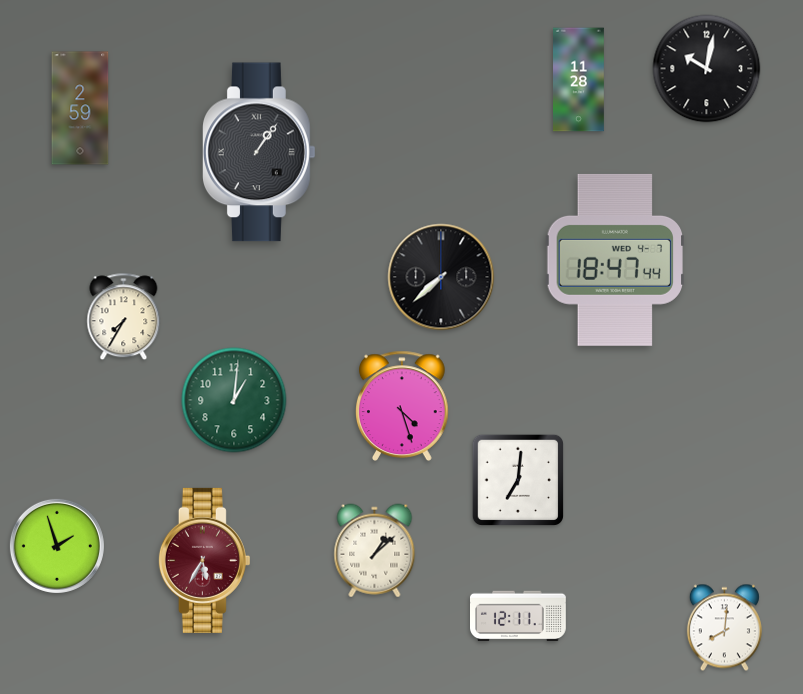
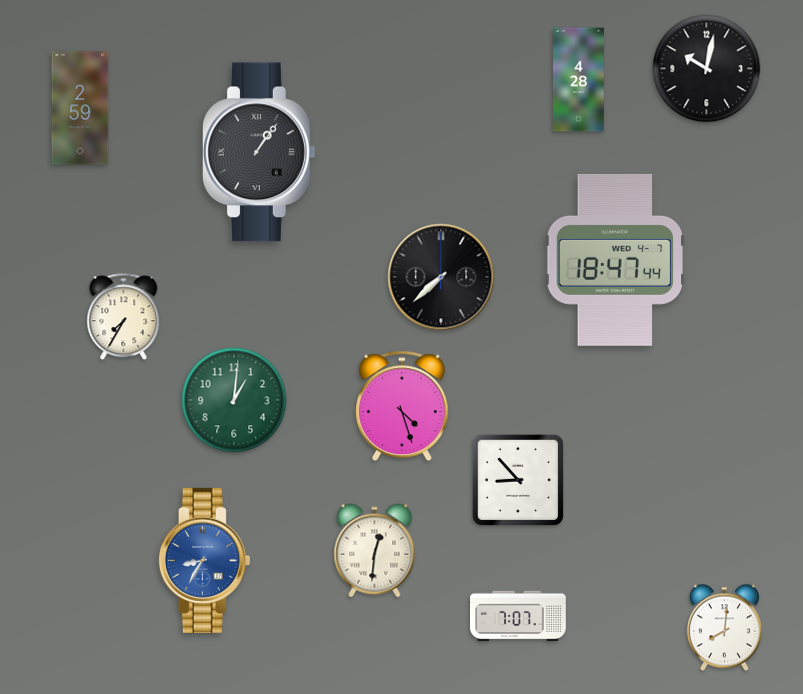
clock at (579, 80): 11:28 -> 4:28
clock at (518, 480): 7:01 -> 8:53
clock at (57, 546): 1:57 -> none
clock at (375, 551): 1:08 -> 12:31
clock at (204, 560): 5:35 -> 8:35
clock at (204, 560) dial: burgundy -> blue
clock at (519, 616): 12:11 -> 7:07
